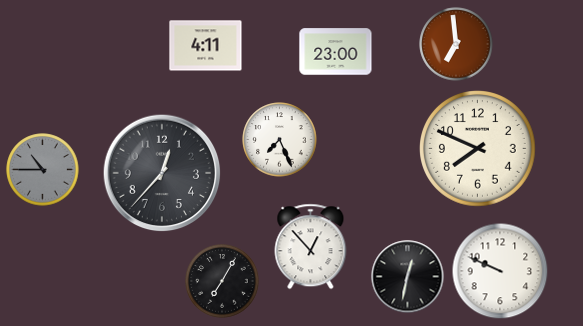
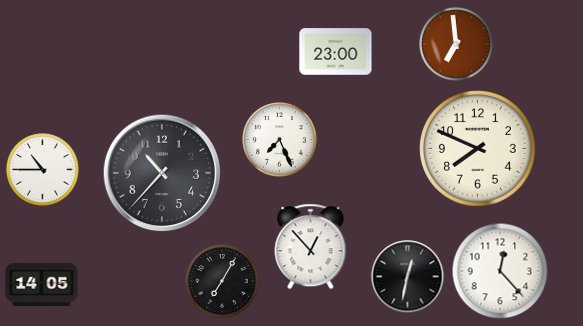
clock at (206, 46): 4:11 -> none
clock at (43, 170) dial: grey -> white
clock at (162, 173): 12:37 -> 10:37
clock at (500, 271): 9:49 -> 12:23
clock at (42, 284): none -> 14:05
